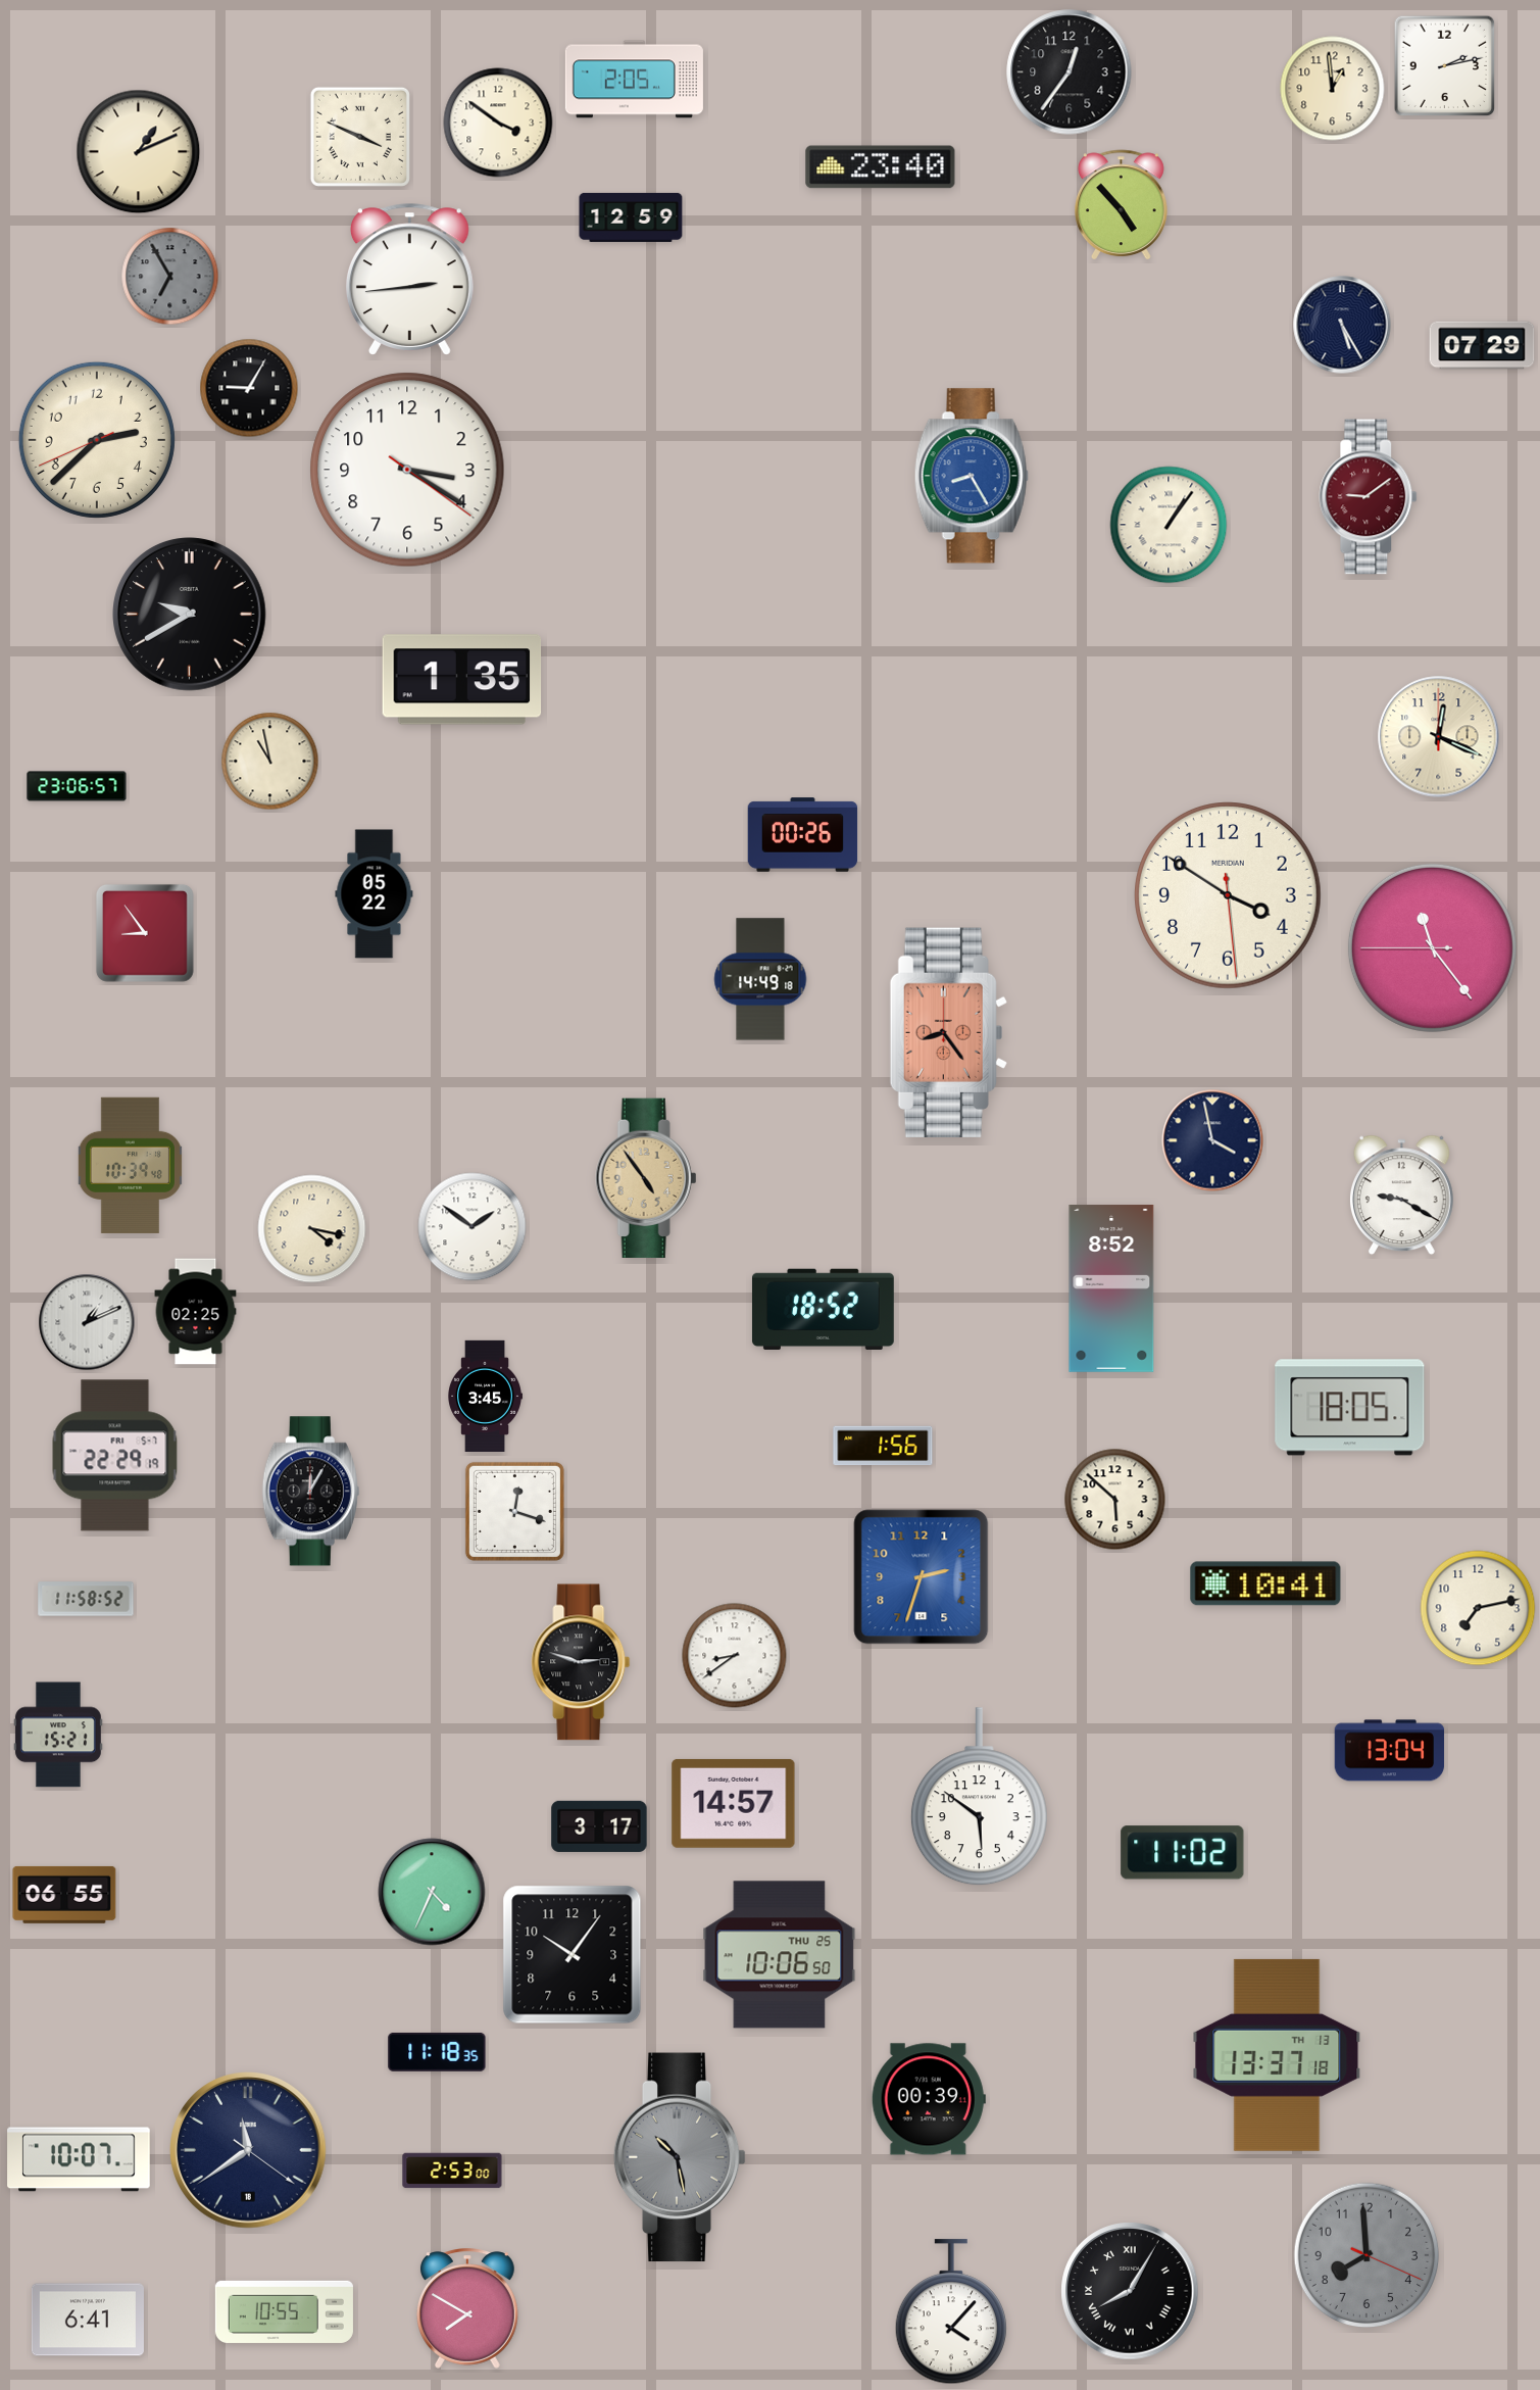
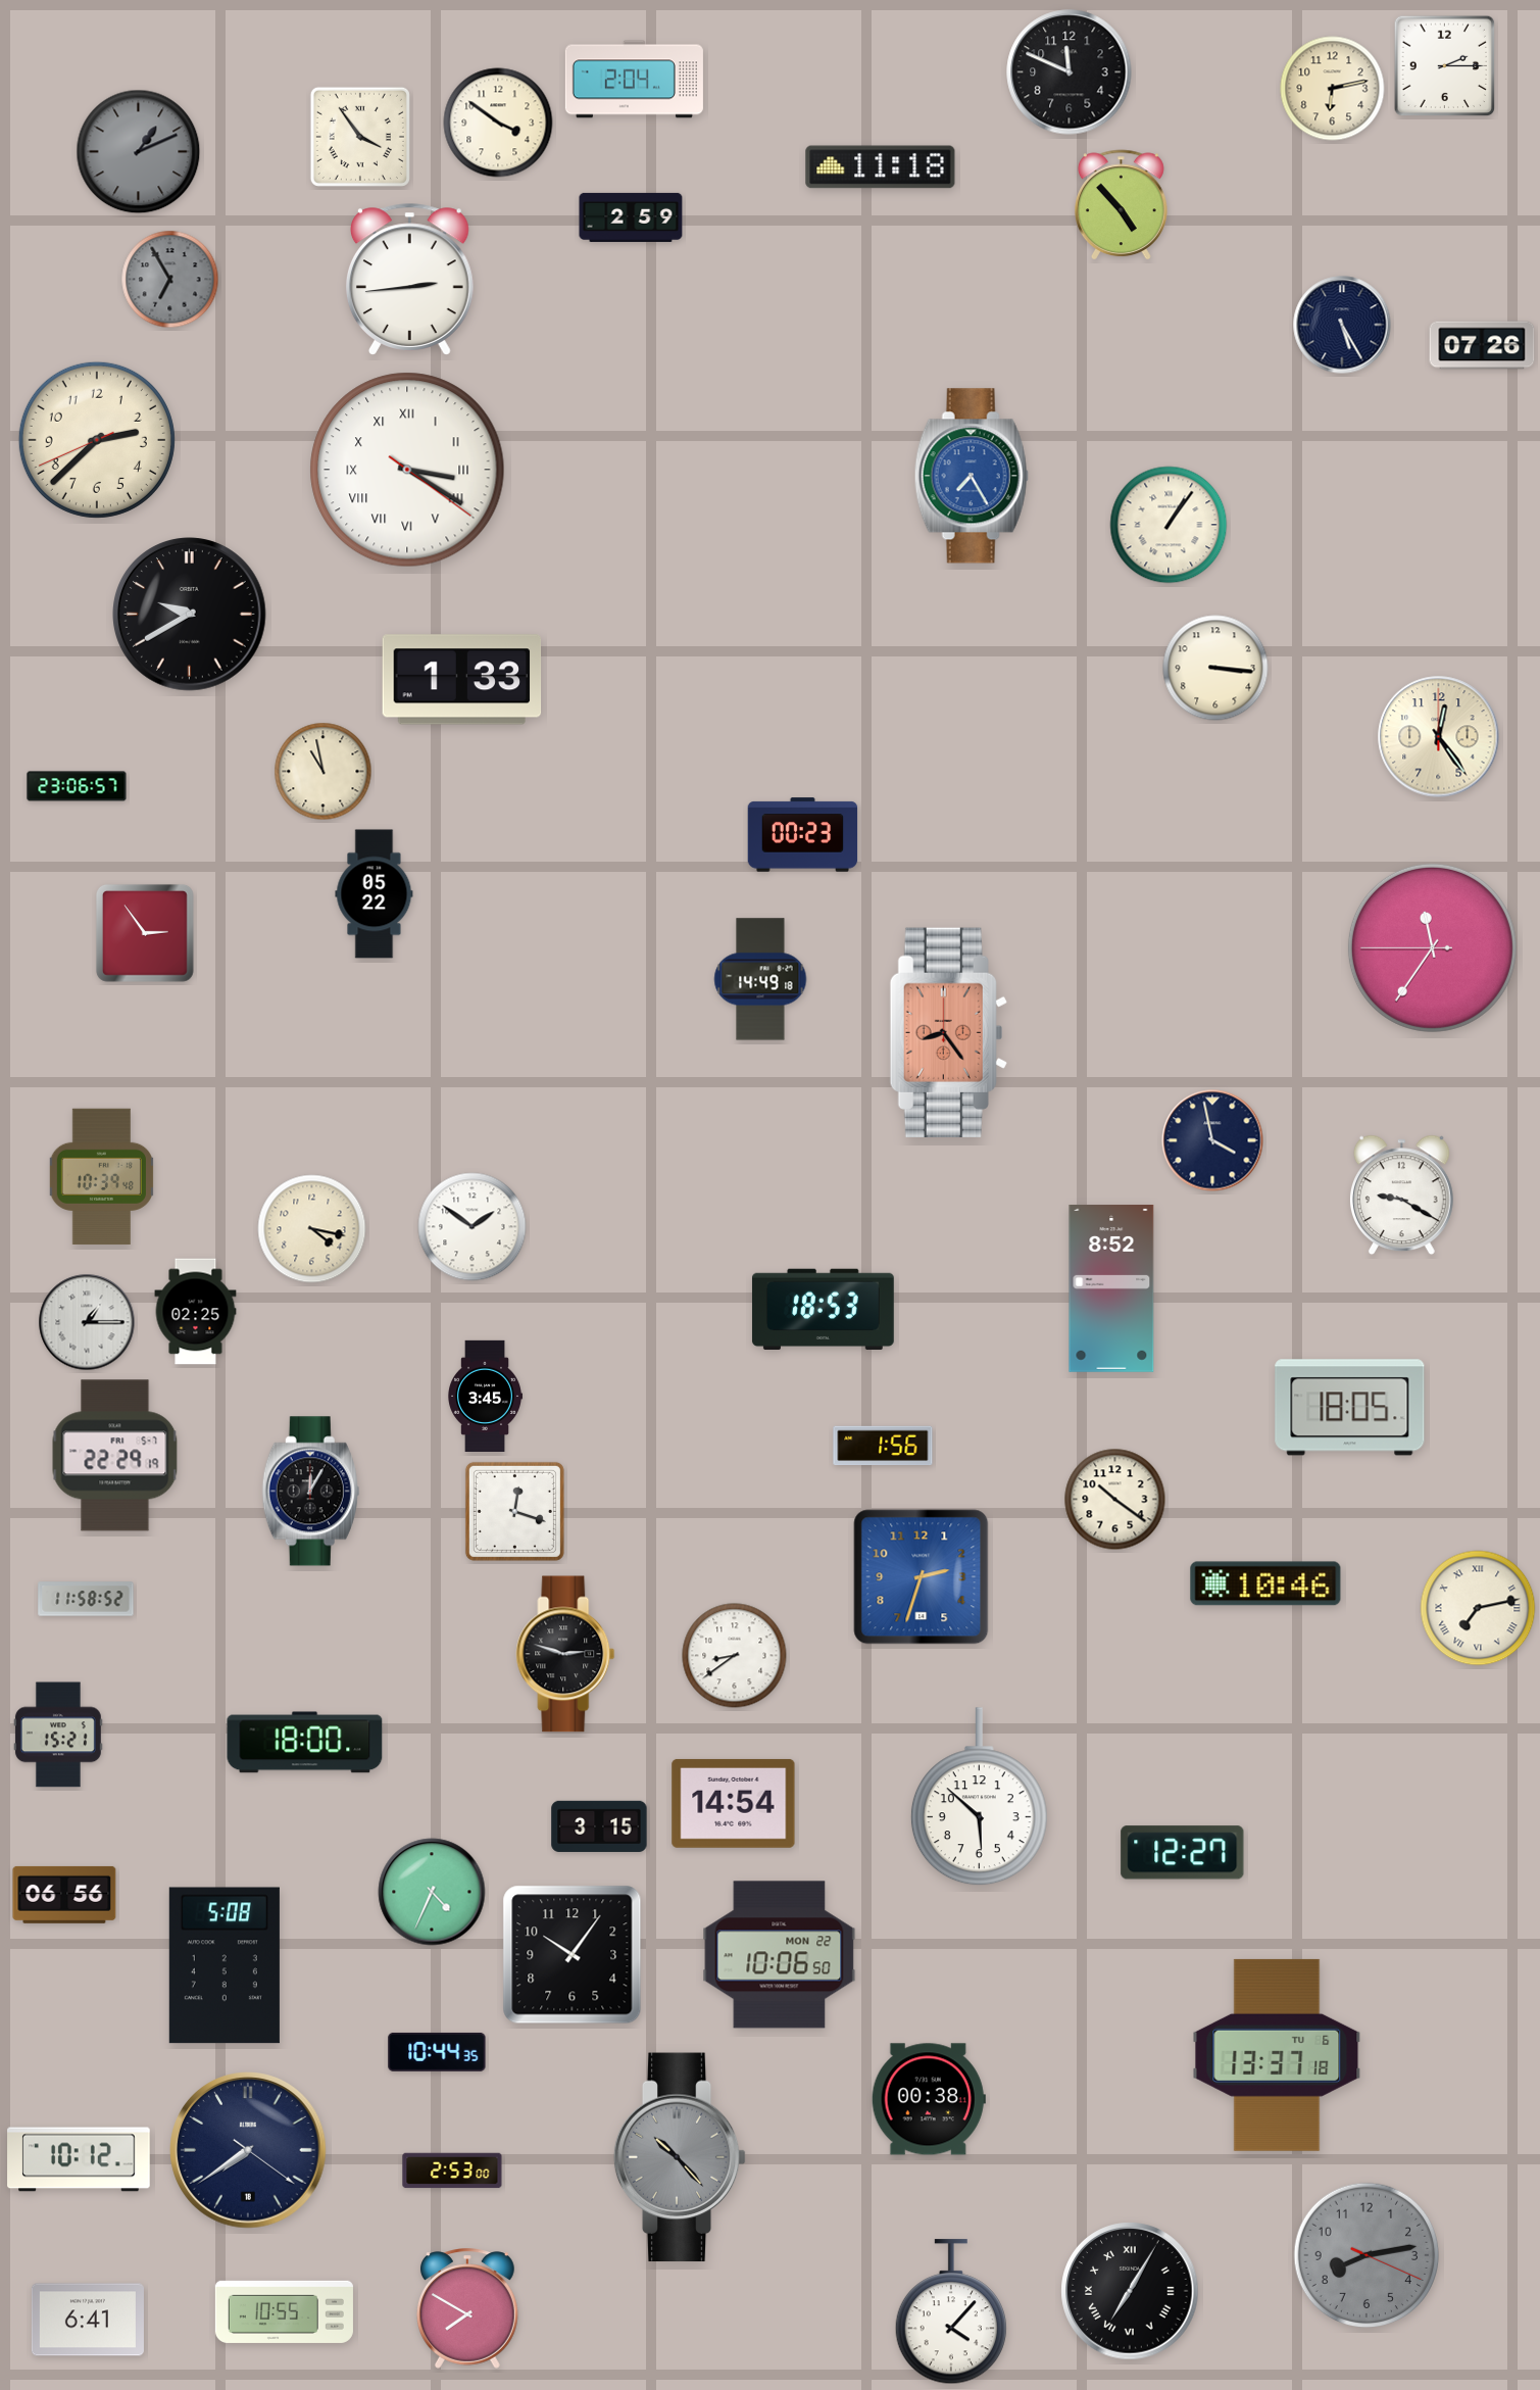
clock at (1445, 66): 2:13 -> 2:15
clock at (1070, 72): 12:36 -> 11:49
clock at (634, 80): 2:05 -> 2:04
clock at (1333, 89): 12:59 -> 6:13
clock at (360, 137): 3:49 -> 3:54
clock at (139, 152) dial: cream -> grey
clock at (881, 167): 23:40 -> 11:18
clock at (631, 217): 12:59 -> 2:59
clock at (170, 277) position: (170, 277) -> (170, 280)
clock at (1482, 345): 07:29 -> 07:26
clock at (249, 388): 9:05 -> none
clock at (407, 470) numerals: Arabic -> Roman
clock at (972, 476): 8:25 -> 7:25
clock at (1369, 497): 9:09 -> none
clock at (1215, 668): none -> 3:16
clock at (462, 680): 1:35 -> 1:33
clock at (1439, 737): 12:19 -> 12:24
clock at (270, 762) position: (270, 762) -> (324, 772)
clock at (803, 835): 00:26 -> 00:23
clock at (1229, 896): 3:50 -> none
clock at (145, 933): 8:54 -> 2:54
clock at (1432, 947): 11:23 -> 11:35
clock at (130, 1165) position: (130, 1165) -> (101, 1176)
clock at (646, 1178): 4:54 -> none
clock at (823, 1309): 18:52 -> 18:53
clock at (87, 1322): 1:11 -> 1:15
clock at (1115, 1500): 5:52 -> 10:21
clock at (1265, 1583): 10:41 -> 10:46
clock at (1478, 1608) numerals: Arabic -> Roman
clock at (581, 1662) position: (581, 1662) -> (565, 1654)
clock at (305, 1743): none -> 18:00
clock at (1390, 1751): 13:04 -> none
clock at (979, 1797): 5:51 -> 5:52
clock at (734, 1803): 14:57 -> 14:54
clock at (599, 1825): 3:17 -> 3:15
clock at (1183, 1853): 11:02 -> 12:27
clock at (64, 1895): 06:55 -> 06:56
clock at (780, 1955) date: THU 25 -> MON 22
clock at (225, 1965): none -> 5:08
clock at (437, 2052): 11:18 -> 10:44
clock at (1277, 2055) date: TH 13 -> TU 6
clock at (929, 2099): 00:39 -> 00:38
clock at (248, 2150): 11:39 -> 7:39
clock at (680, 2157): 10:28 -> 10:23
clock at (79, 2159): 10:07 -> 10:12
clock at (1367, 2255): 7:59 -> 8:13
clock at (1130, 2291): 8:05 -> 7:05
